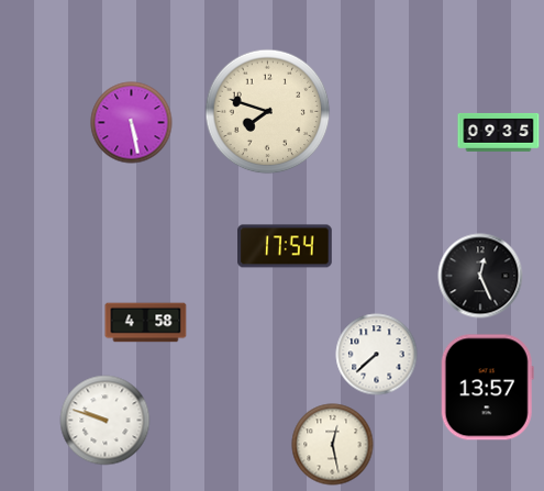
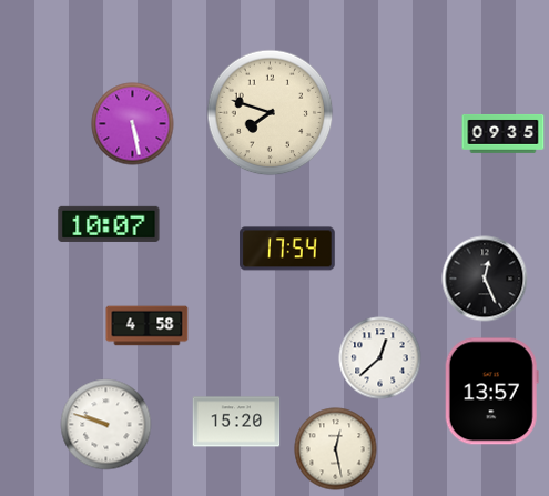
clock at (109, 224): none -> 10:07
clock at (377, 355): 7:38 -> 12:38
clock at (236, 422): none -> 15:20
